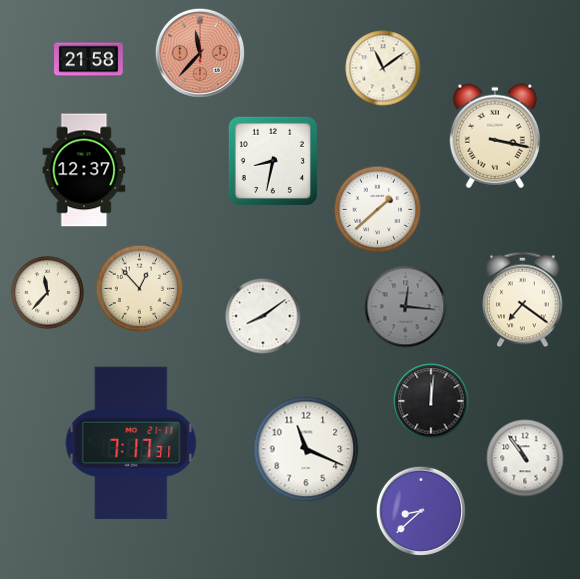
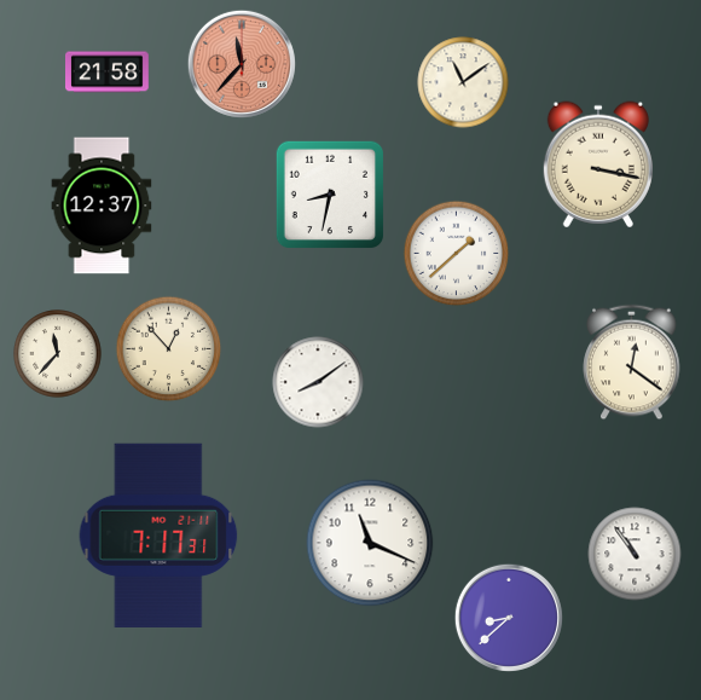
clock at (523, 300): 7:21 -> 12:21
clock at (406, 307): 12:16 -> none
clock at (431, 401): 12:01 -> none
